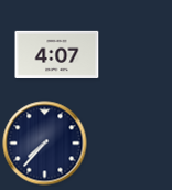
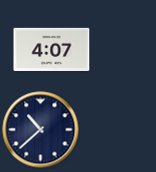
clock at (45, 144): 7:37 -> 10:38
